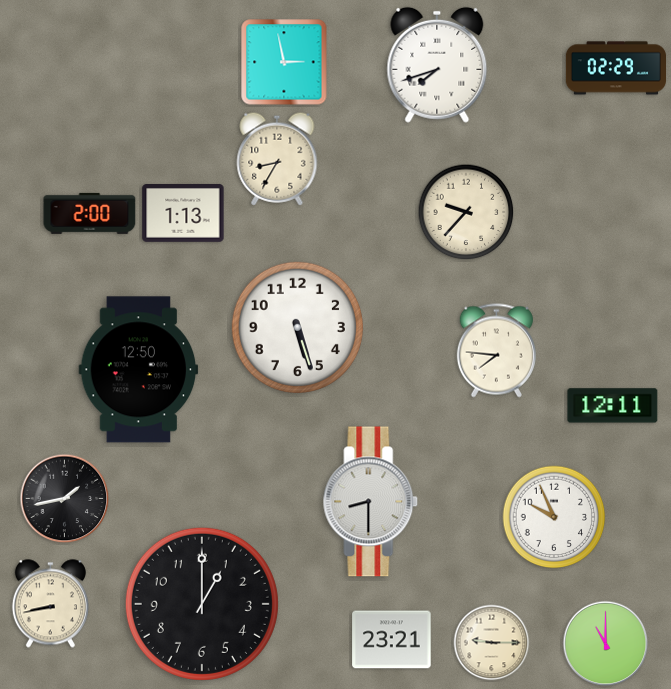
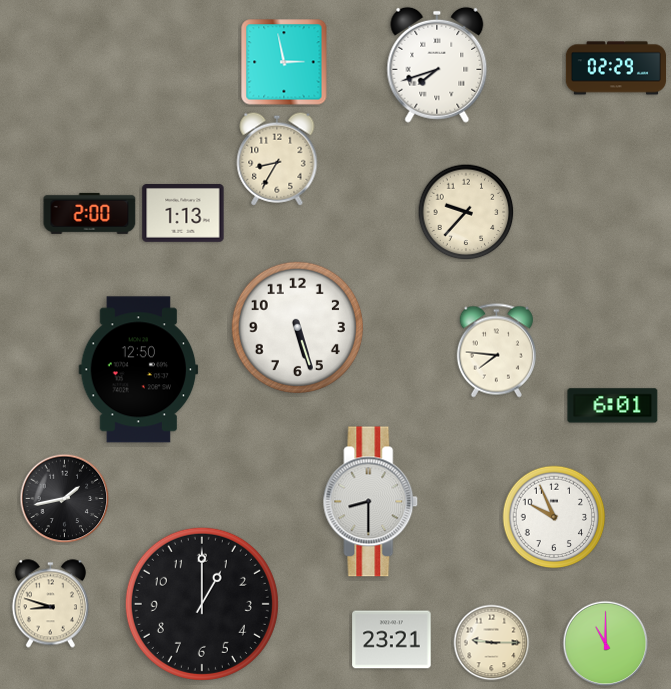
clock at (613, 406): 12:11 -> 6:01
clock at (50, 604): 8:43 -> 8:48
